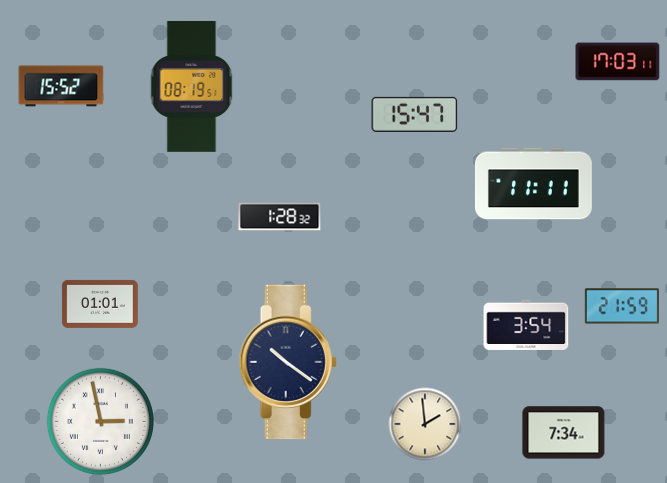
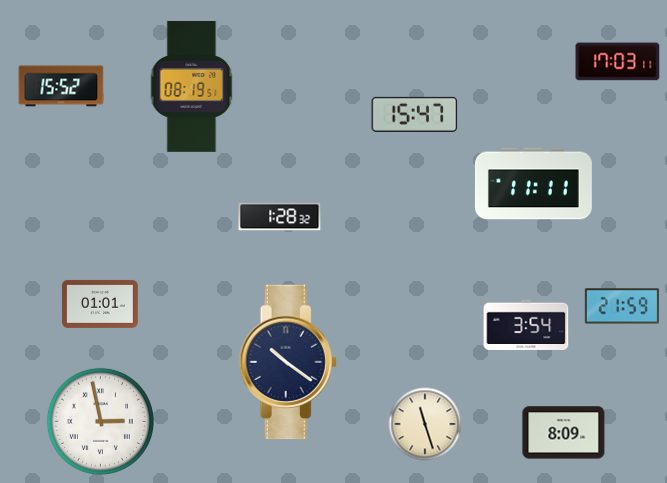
clock at (425, 424): 1:59 -> 11:27
clock at (564, 433): 7:34 -> 8:09
